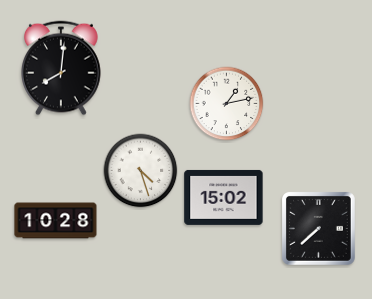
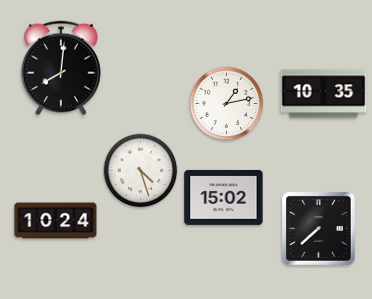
clock at (324, 94): none -> 10:35
clock at (56, 221): 10:28 -> 10:24
